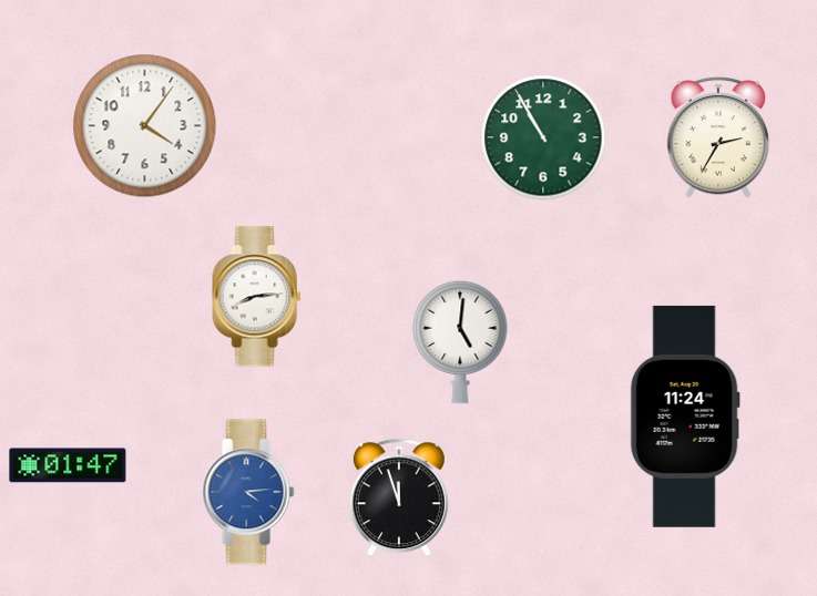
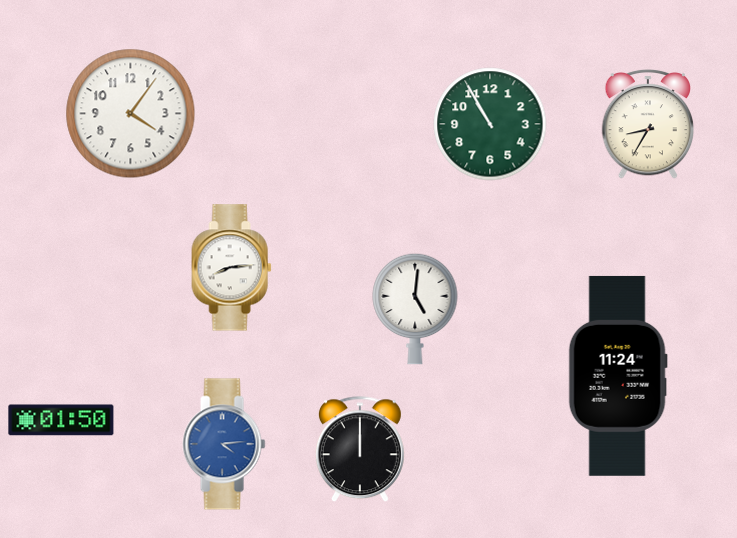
clock at (718, 137): 2:35 -> 8:35
clock at (68, 465): 01:47 -> 01:50
clock at (399, 499): 11:57 -> 12:00
